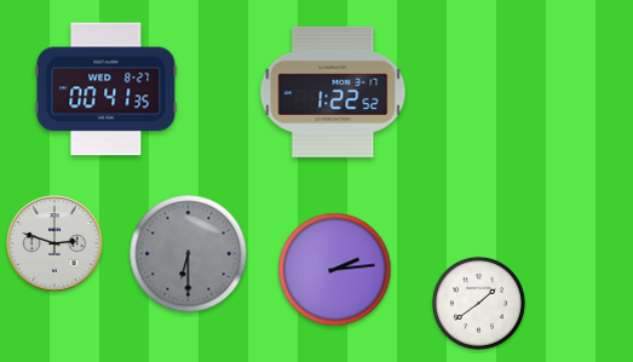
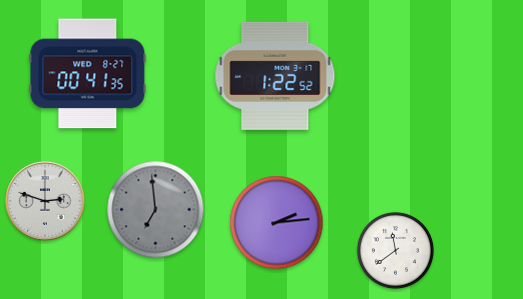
clock at (189, 254): 6:30 -> 6:59
clock at (478, 303): 1:39 -> 11:39
